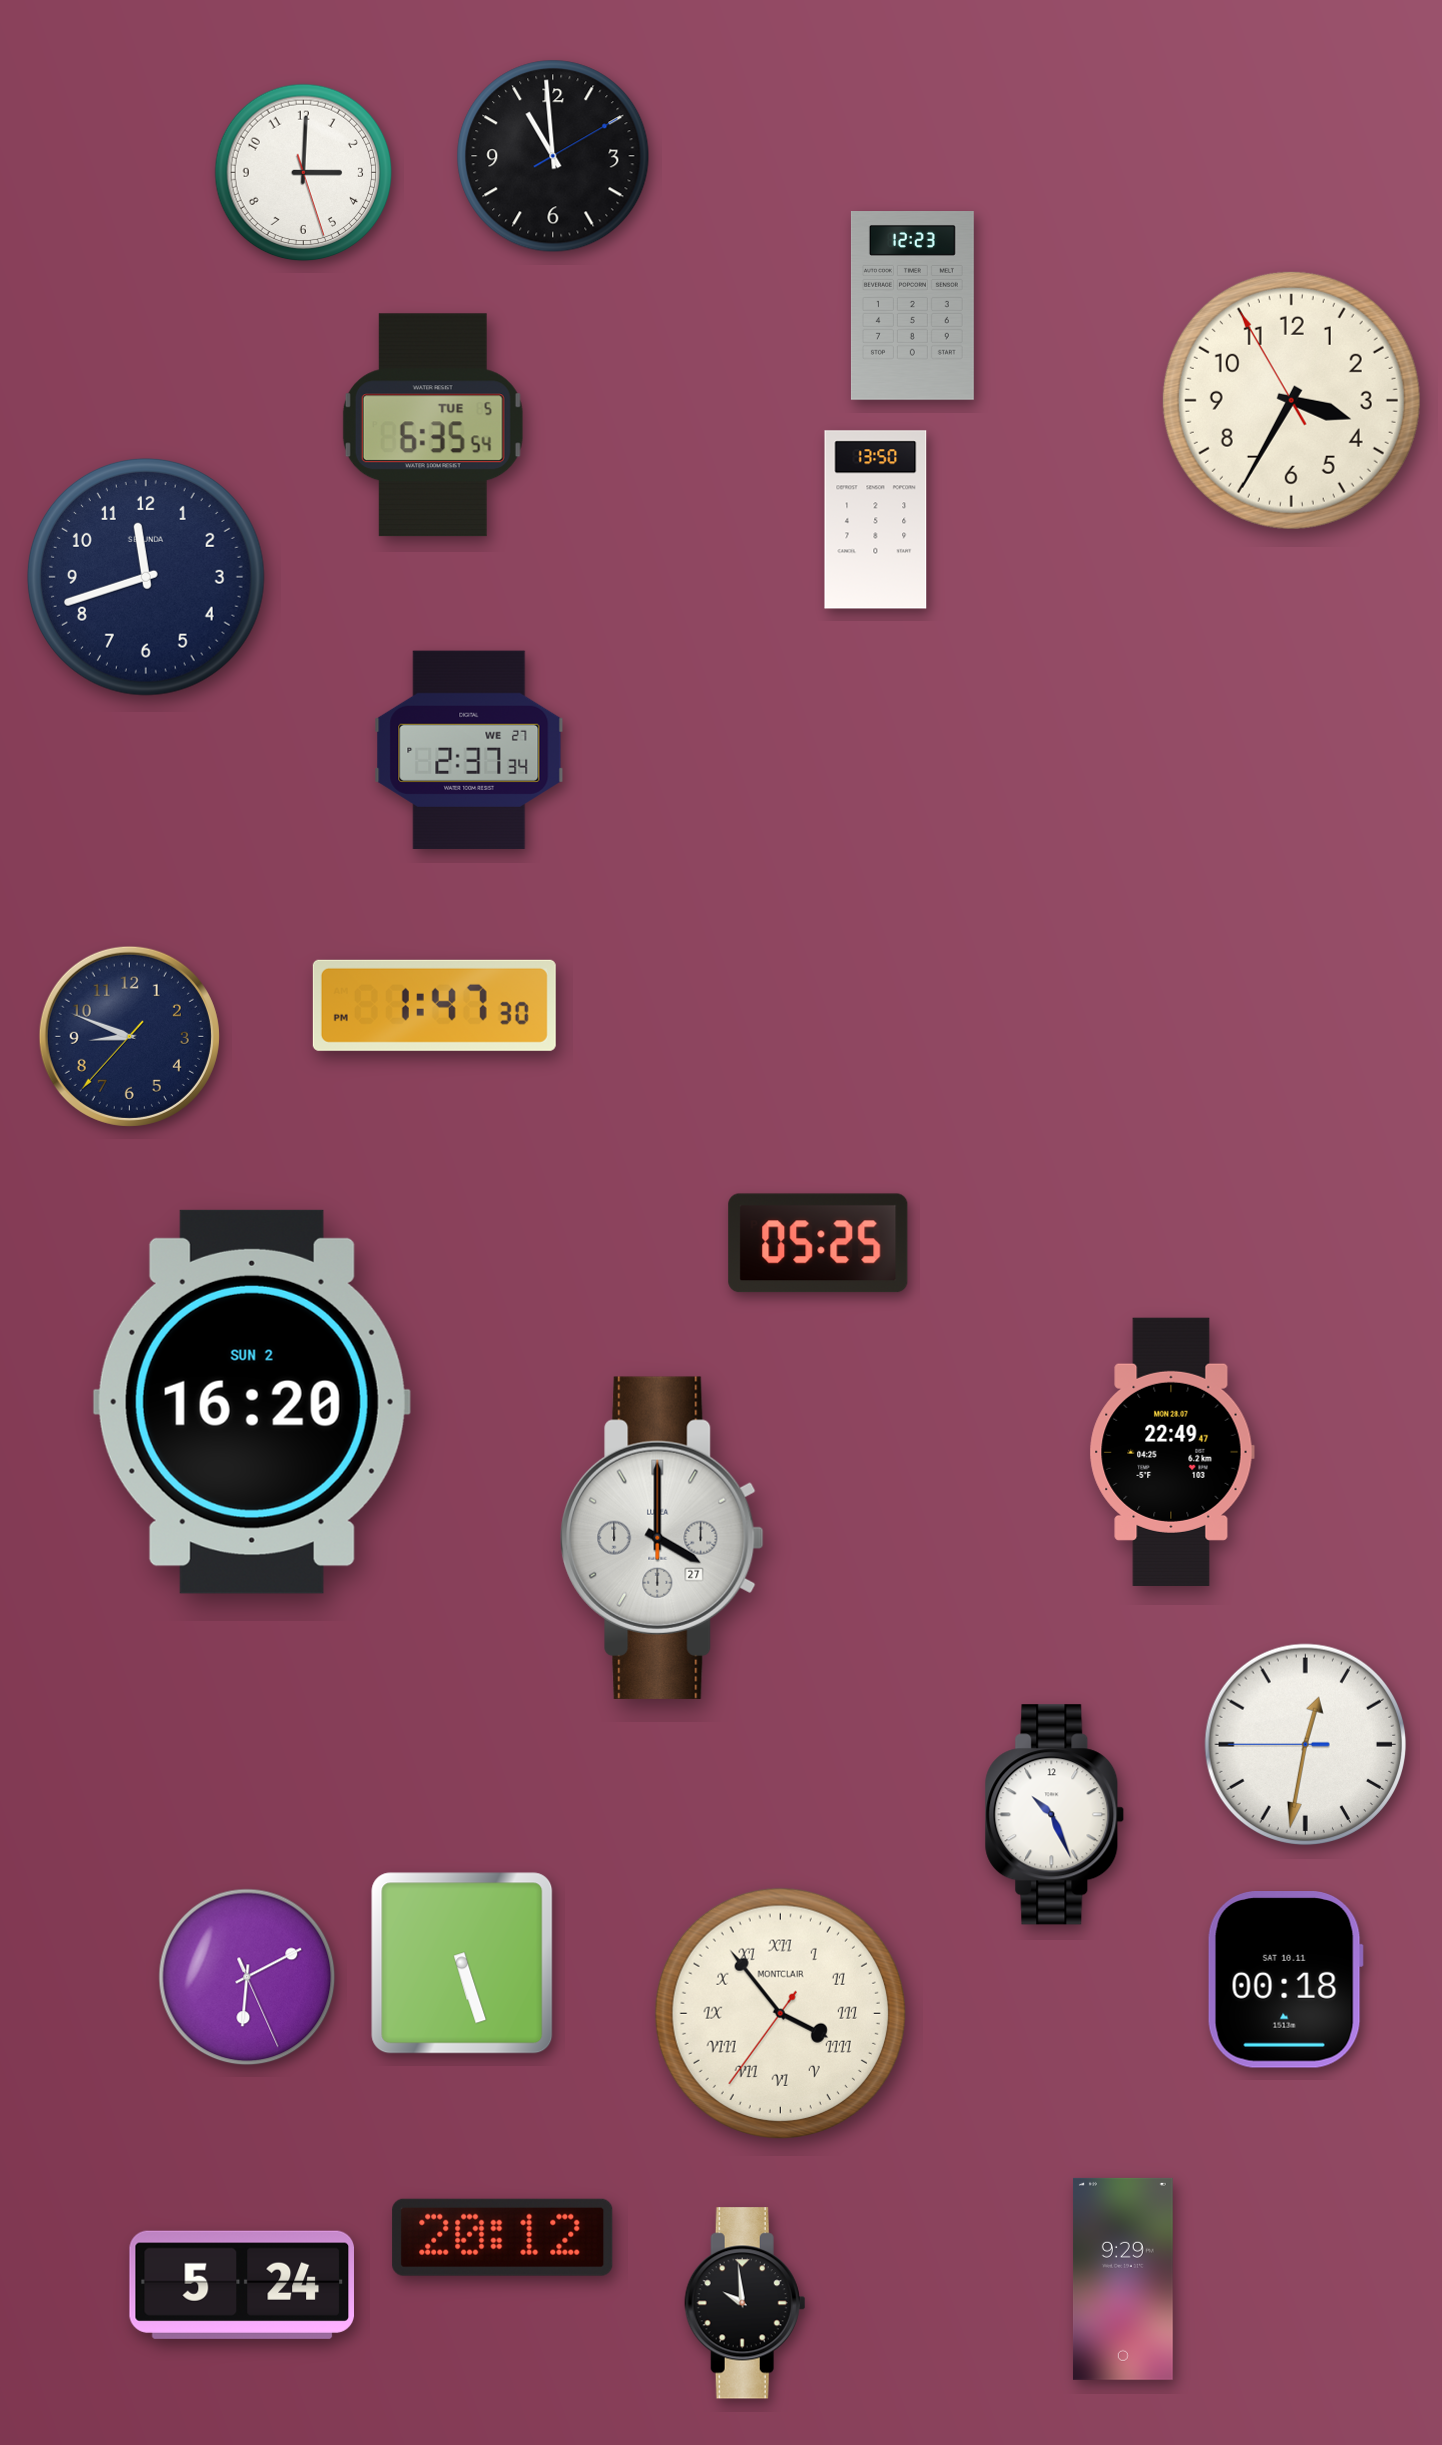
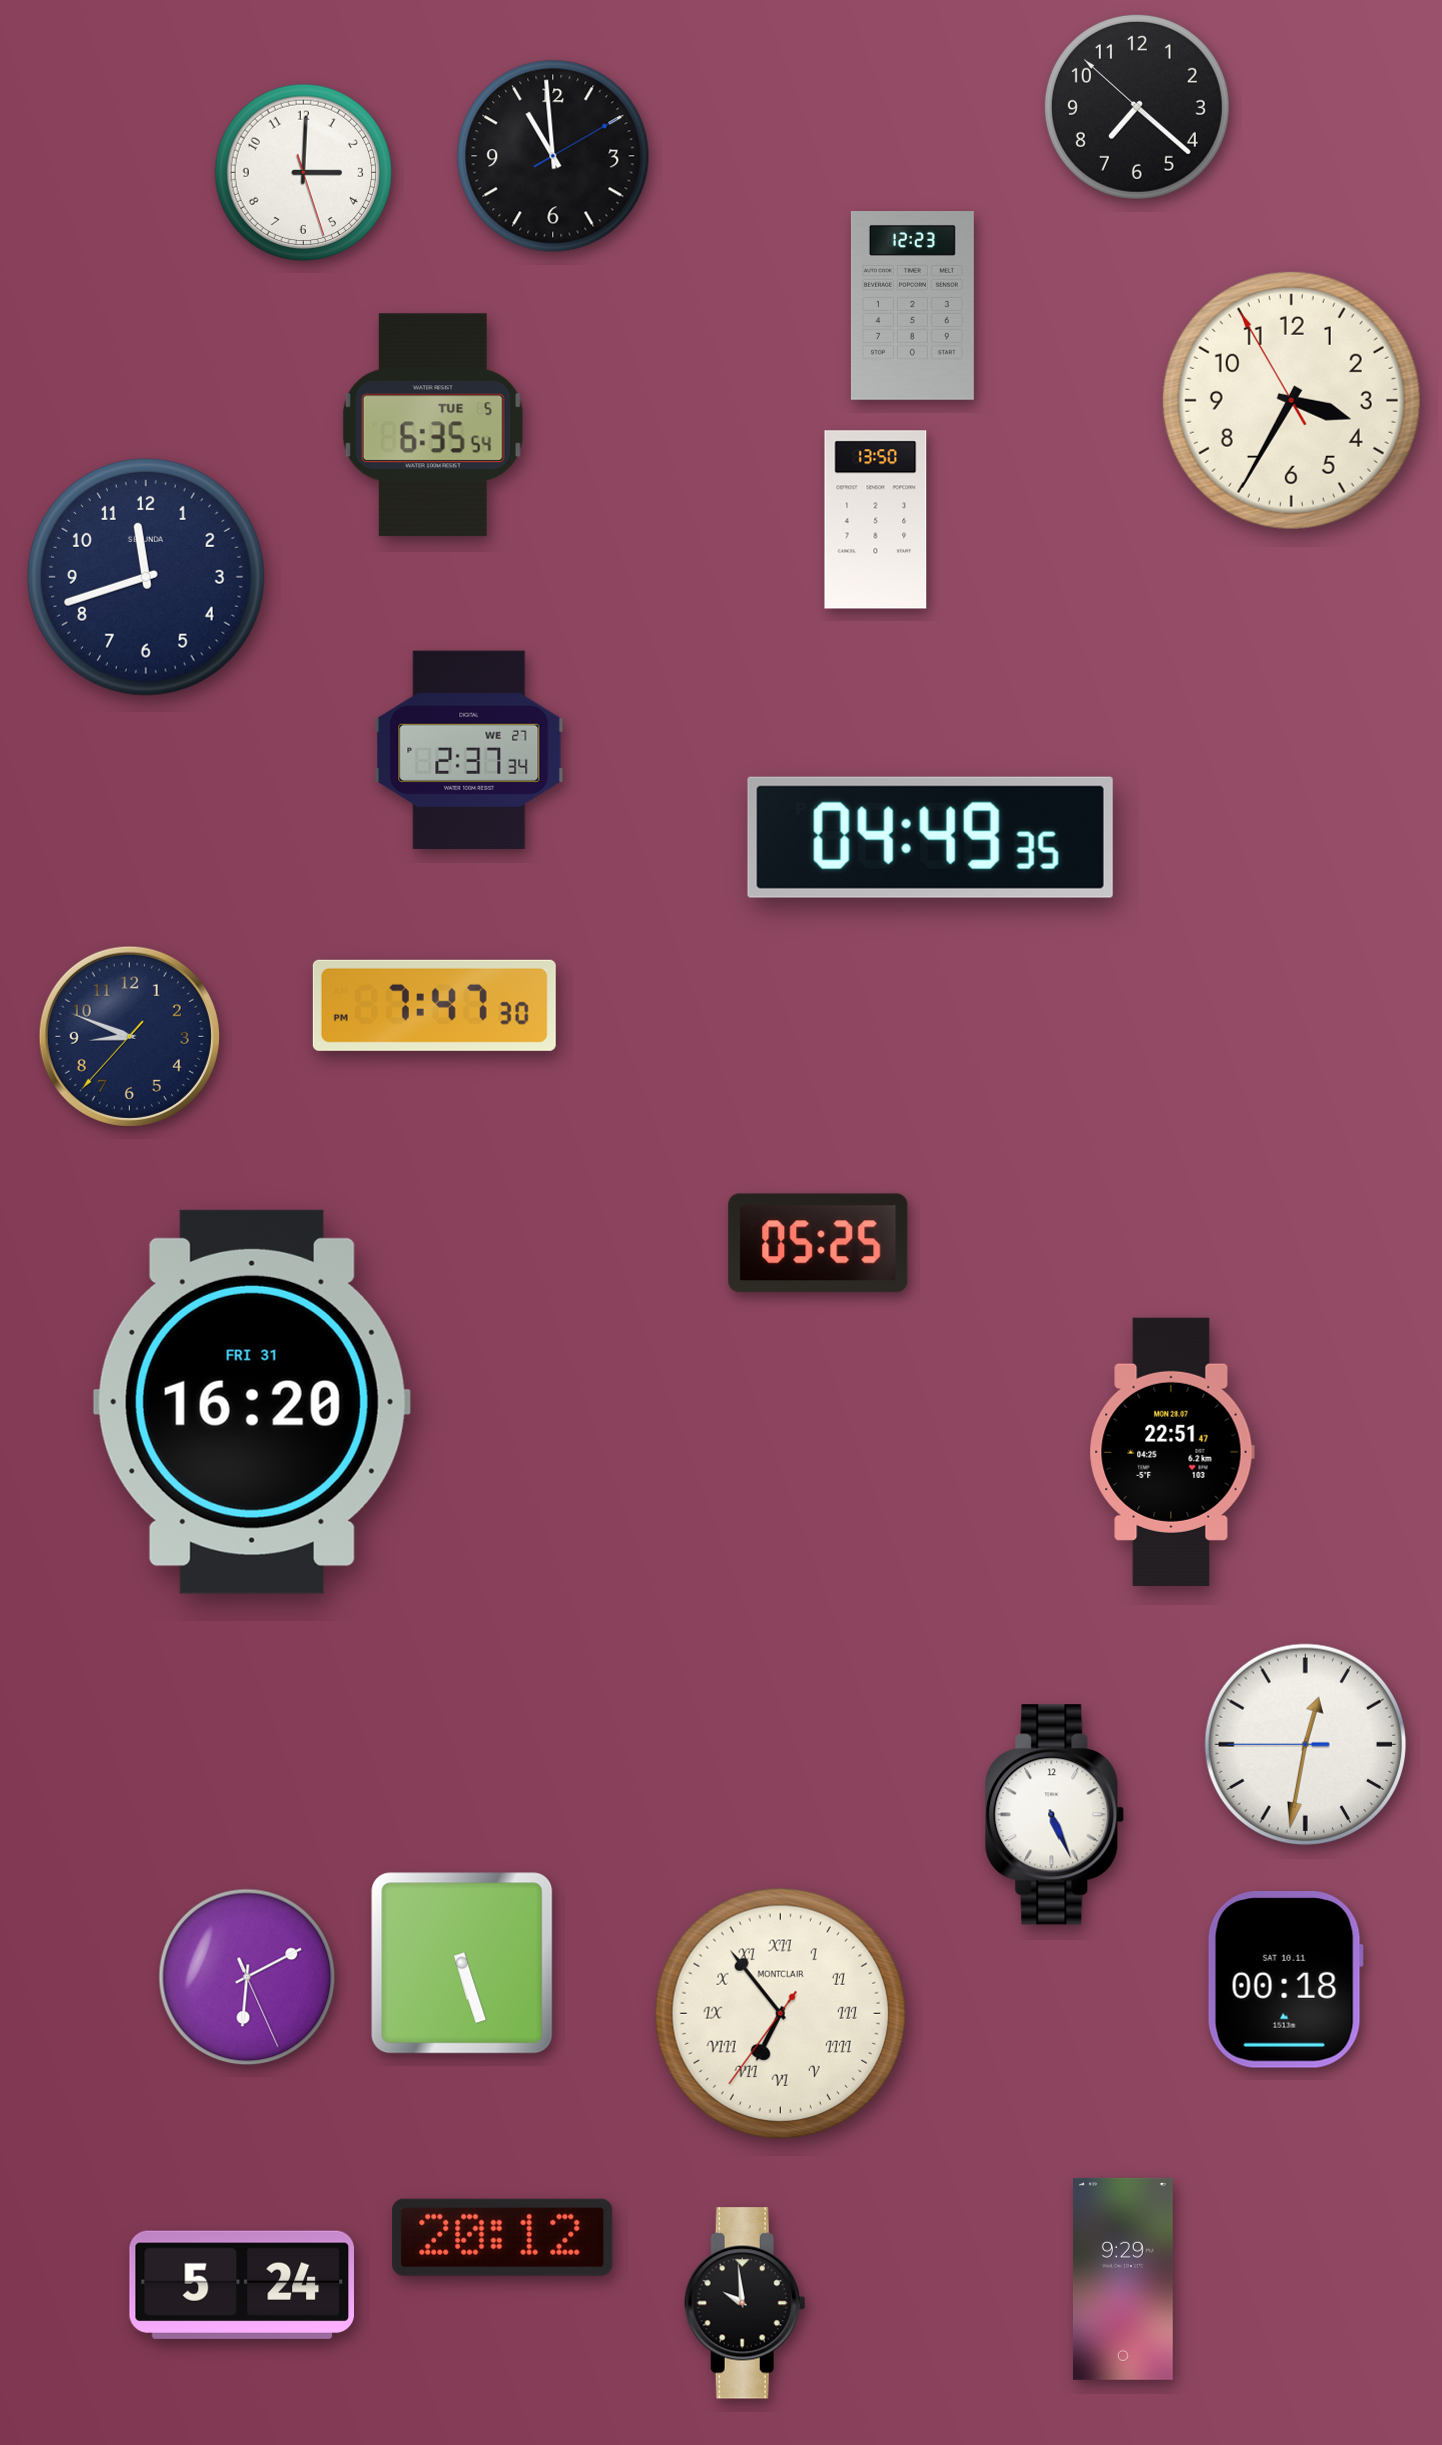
clock at (1137, 107): none -> 7:21
clock at (930, 837): none -> 04:49
clock at (434, 1005): 1:47 -> 7:47
clock at (252, 1402) date: SUN 2 -> FRI 31
clock at (1172, 1452): 22:49 -> 22:51
clock at (662, 1538): 4:00 -> none
clock at (1055, 1815): 10:26 -> 5:26
clock at (780, 2013): 3:53 -> 6:53
